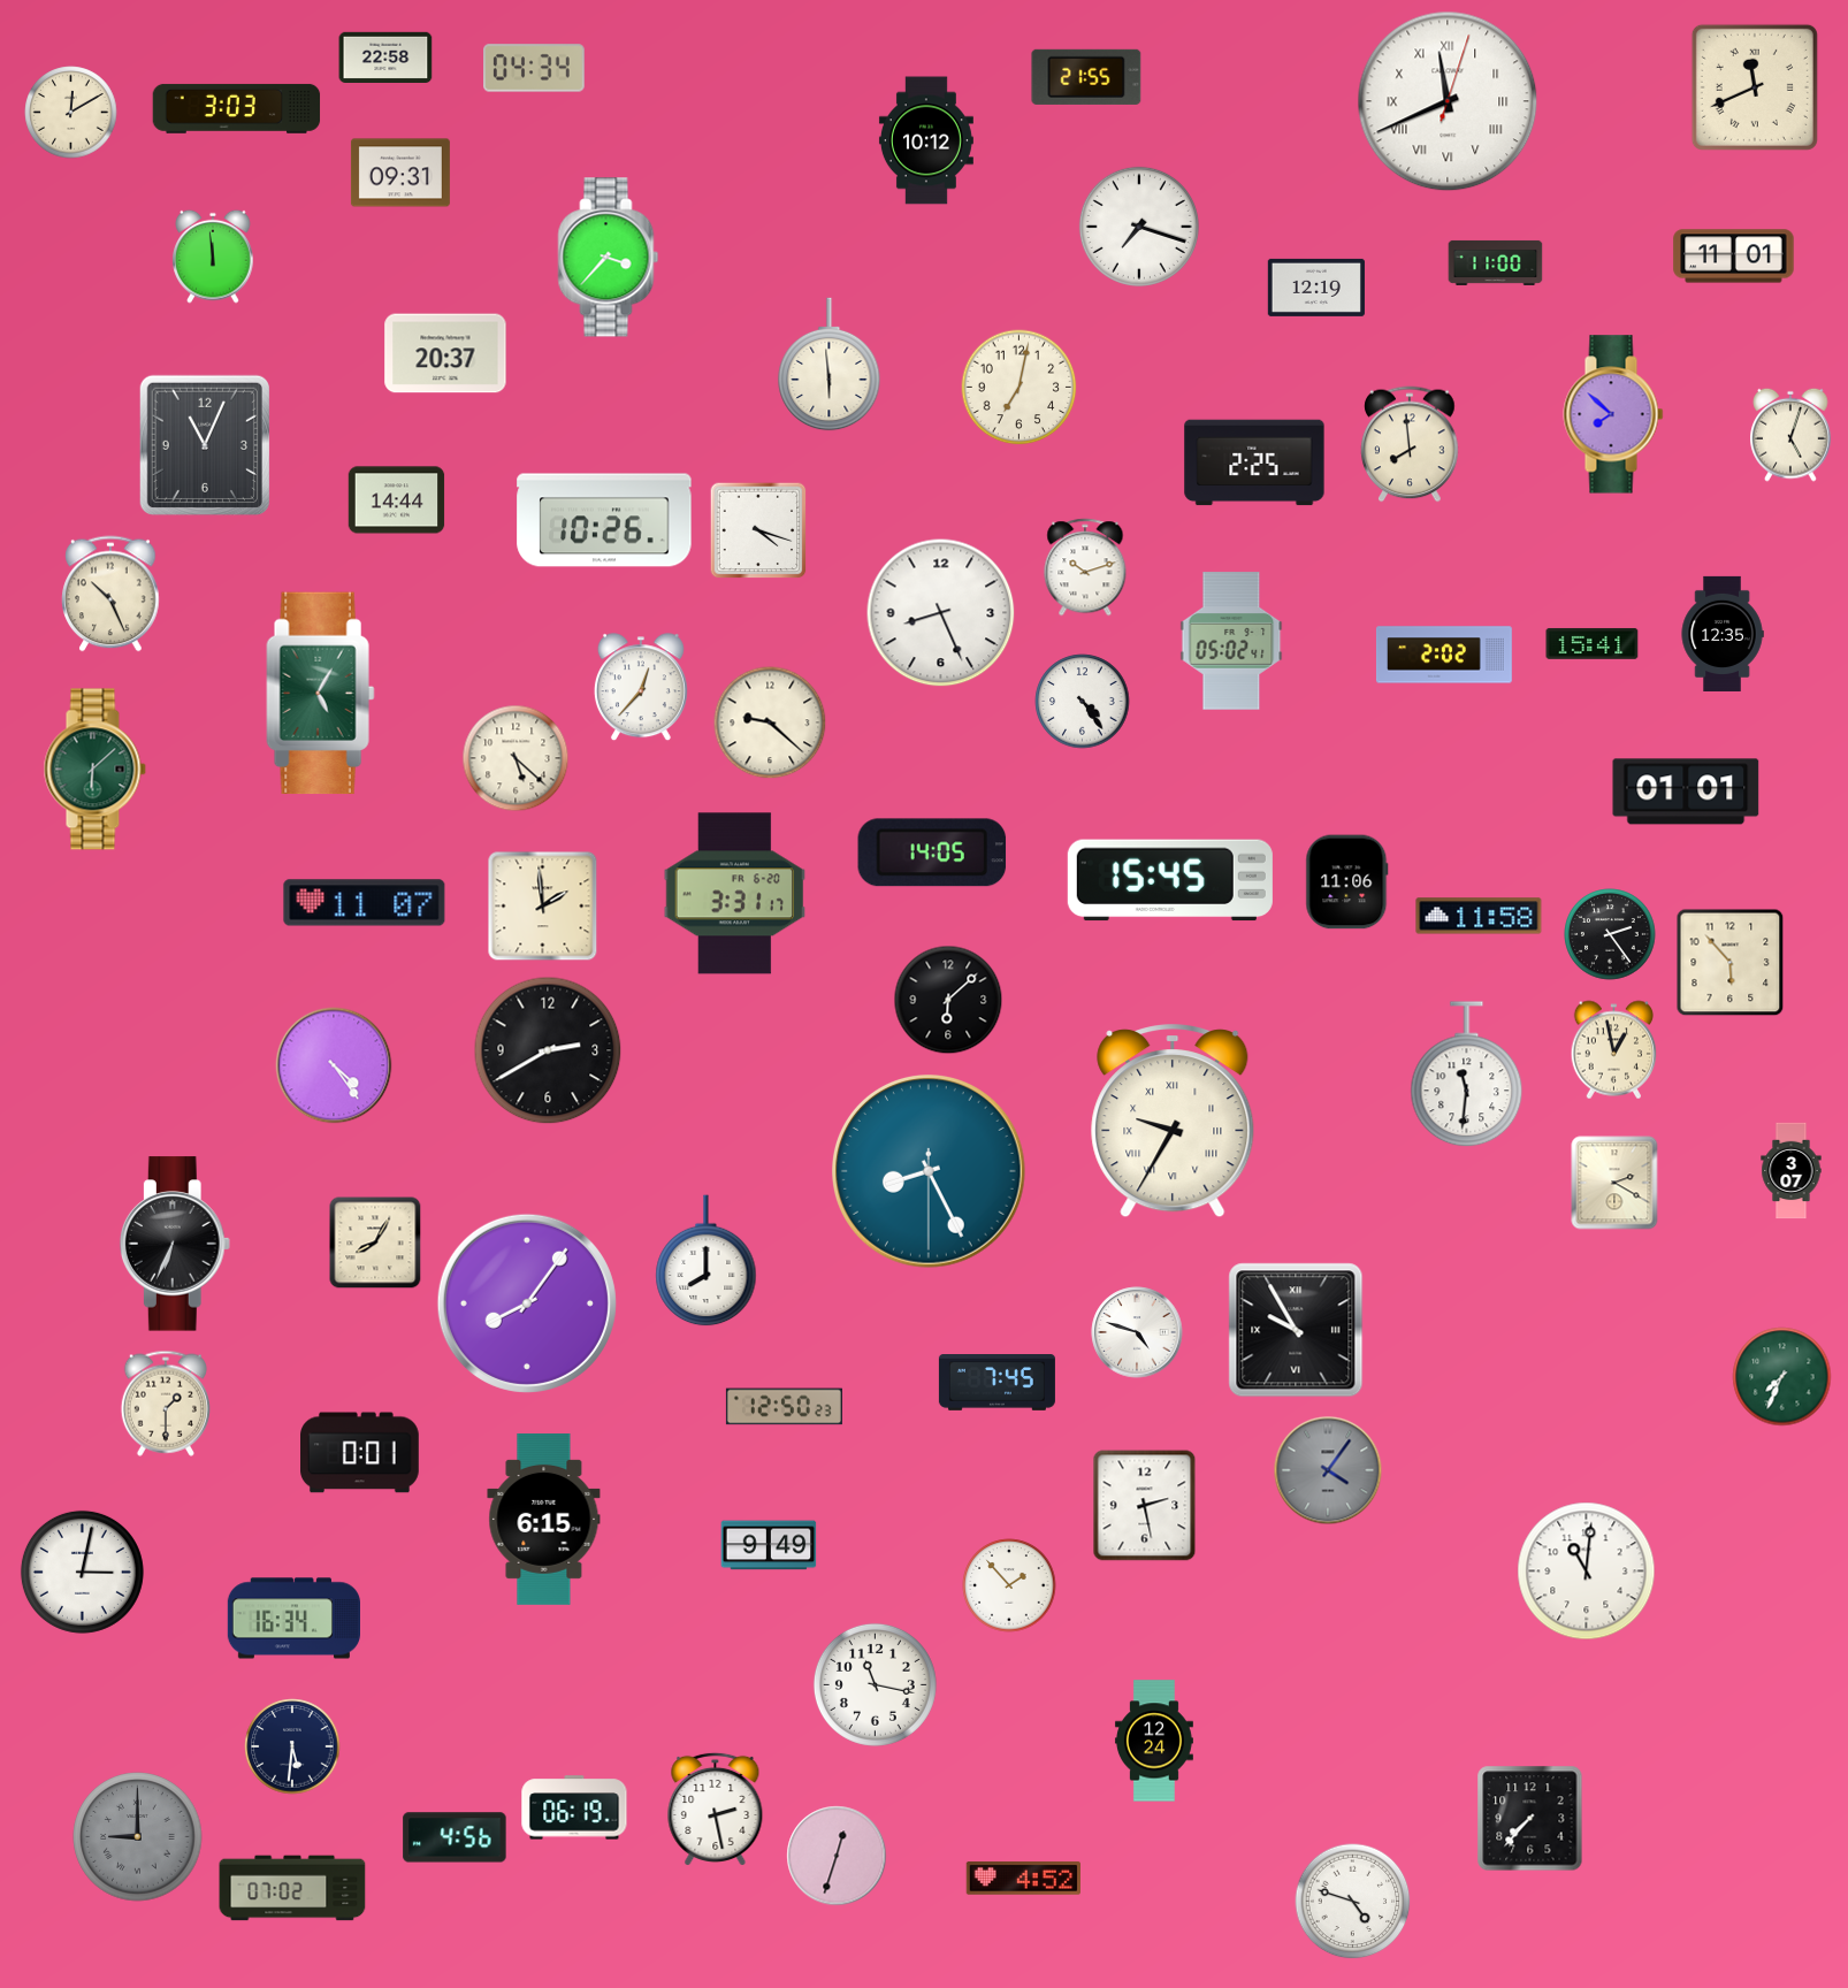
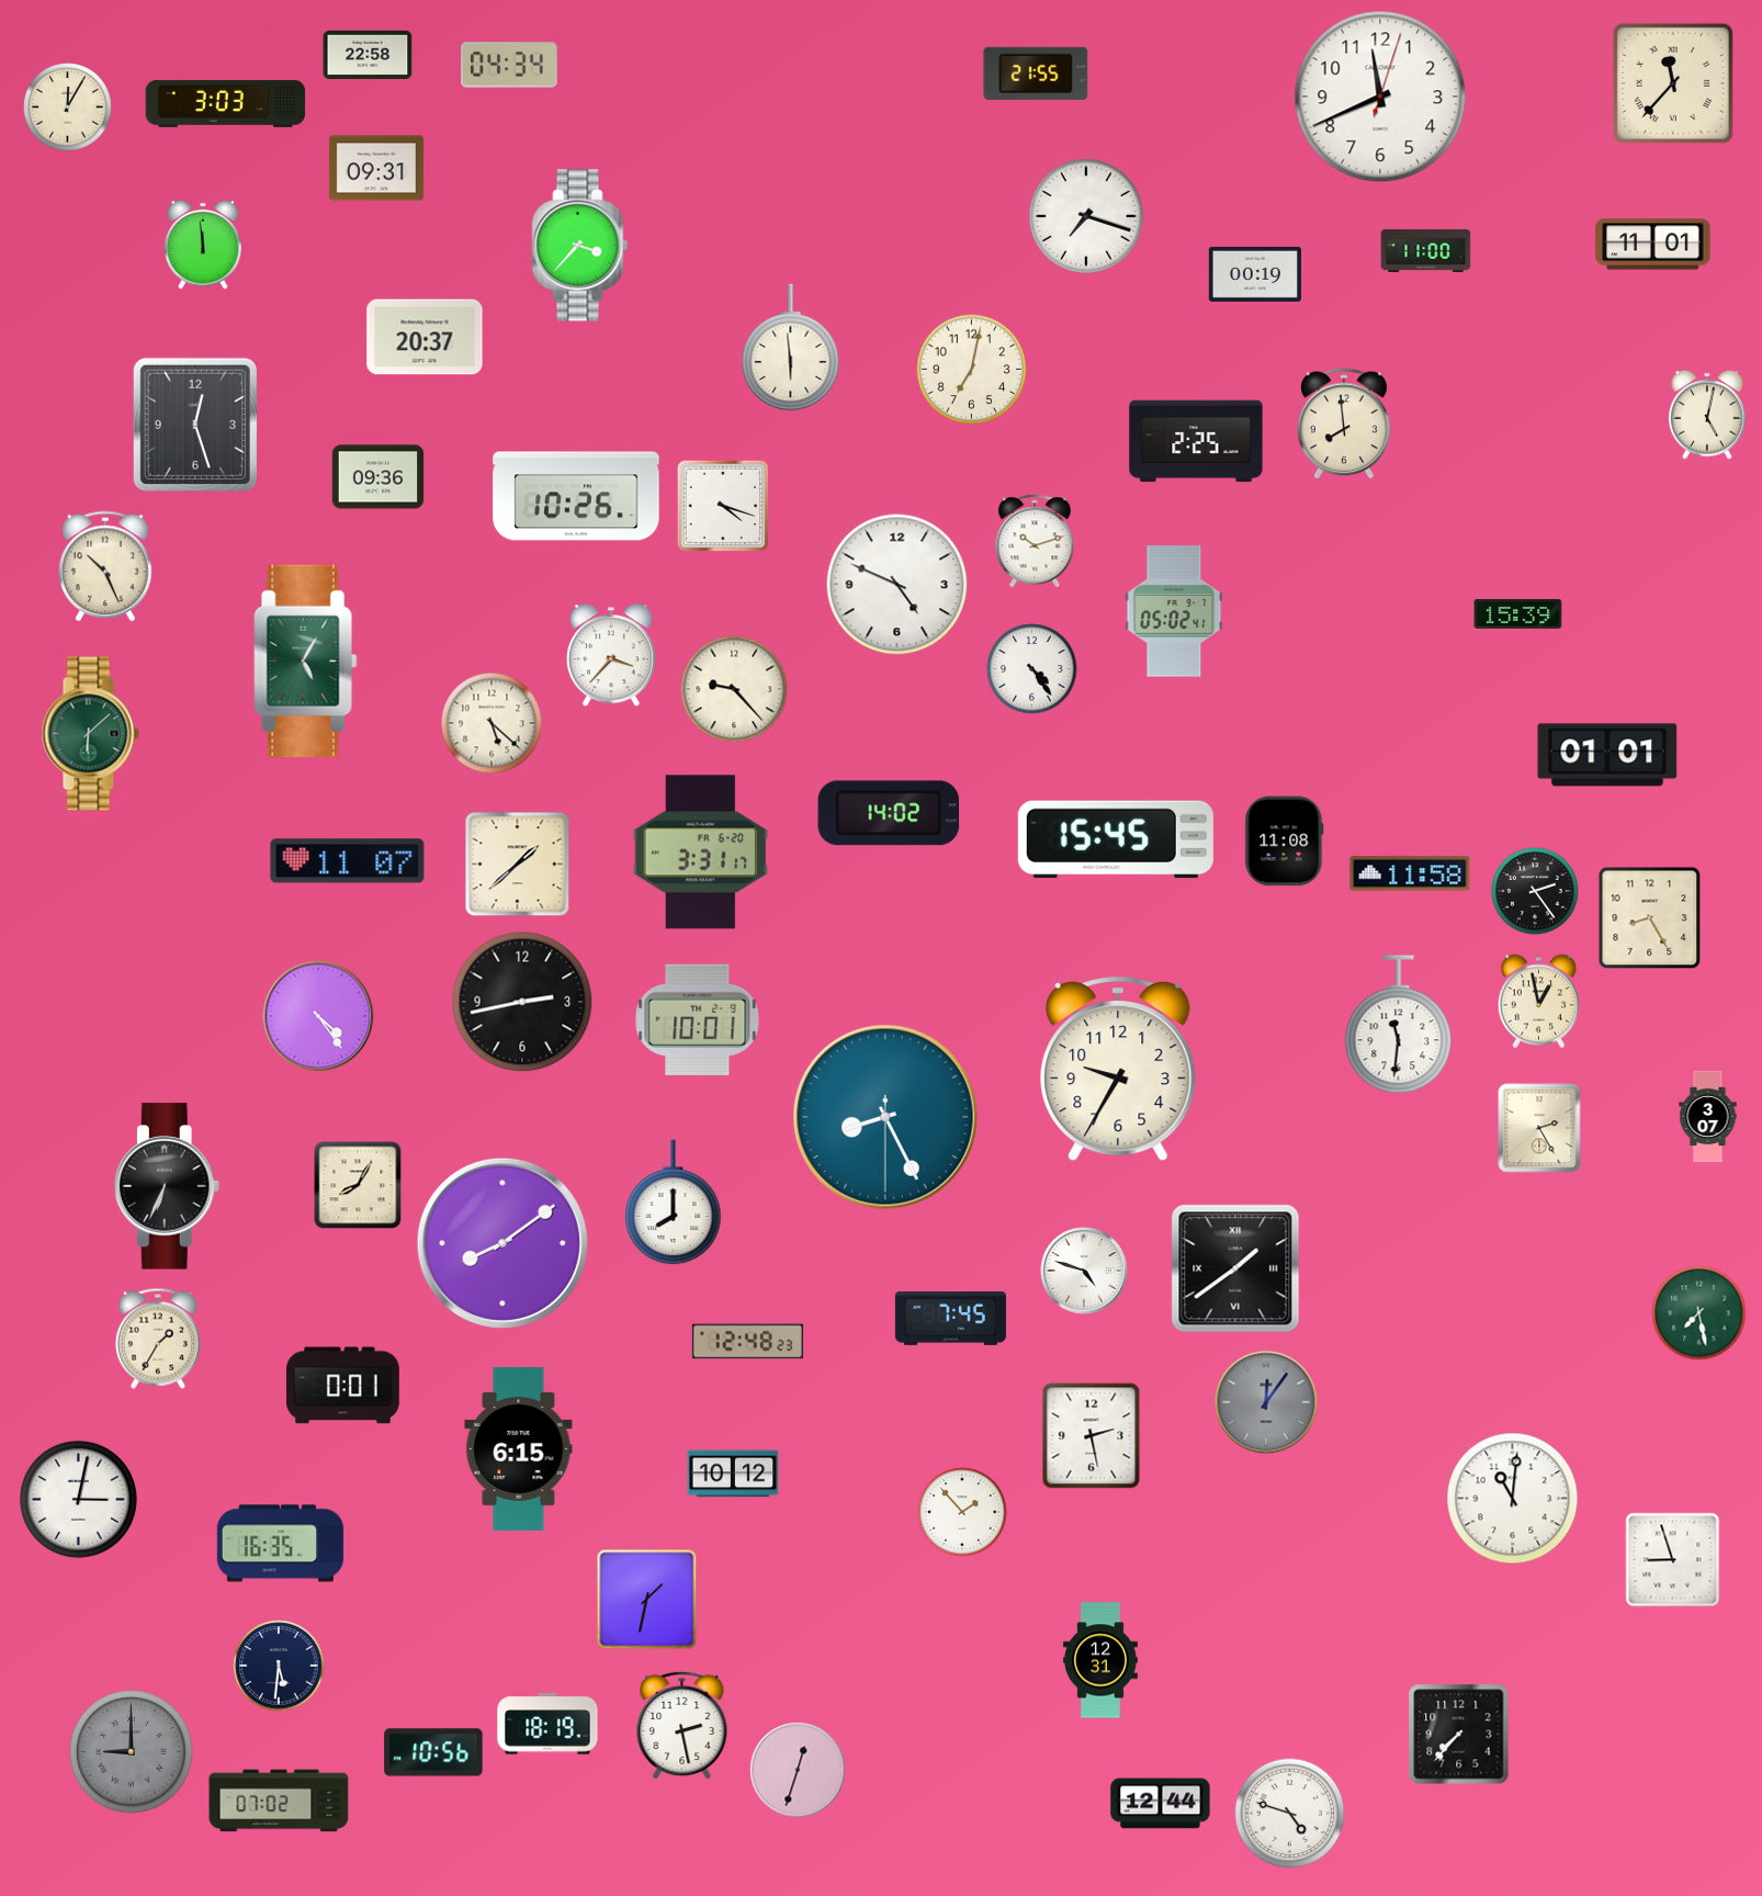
clock at (1755, 87): 11:41 -> 11:37
clock at (1448, 101) numerals: Roman -> Arabic
clock at (71, 113): 12:10 -> 12:05
clock at (926, 140): 10:12 -> none
clock at (400, 173) position: (400, 173) -> (376, 168)
clock at (1315, 288): 12:19 -> 00:19
clock at (1613, 414): 7:52 -> none
clock at (1790, 435): 5:03 -> 5:02
clock at (205, 445): 11:04 -> 12:27
clock at (397, 500): 14:44 -> 09:36
clock at (941, 613): 8:26 -> 4:49
clock at (1723, 634): 12:35 -> none
clock at (1593, 643): 15:41 -> 15:39
clock at (1444, 655): 2:02 -> none
clock at (641, 688): 12:37 -> 3:37
clock at (770, 722): 9:22 -> 9:23
clock at (932, 852): 14:05 -> 14:02
clock at (1347, 882): 11:06 -> 11:08
clock at (543, 907): 1:59 -> 1:38
clock at (1731, 963): 5:53 -> 8:25
clock at (948, 1000): 6:08 -> none
clock at (548, 1050): 2:40 -> 2:43
clock at (698, 1019): none -> 10:01
clock at (1173, 1122) numerals: Roman -> Arabic
clock at (1614, 1183): 2:20 -> 2:25
clock at (527, 1303): 8:06 -> 8:09
clock at (1296, 1330): 9:55 -> 1:39
clock at (1782, 1377): 7:34 -> 7:28
clock at (166, 1404): 1:30 -> 1:35
clock at (784, 1407): 12:50 -> 12:48
clock at (1328, 1470): 4:06 -> 12:06
clock at (769, 1545): 9:49 -> 10:12
clock at (293, 1619): 16:34 -> 16:35
clock at (1673, 1560): none -> 8:57
clock at (647, 1600): none -> 1:32
clock at (875, 1684): 11:17 -> none
clock at (1154, 1741): 12:24 -> 12:31
clock at (574, 1807): 06:19 -> 18:19
clock at (455, 1837): 4:56 -> 10:56
clock at (1023, 1879): 4:52 -> none
clock at (1161, 1804): none -> 12:44
